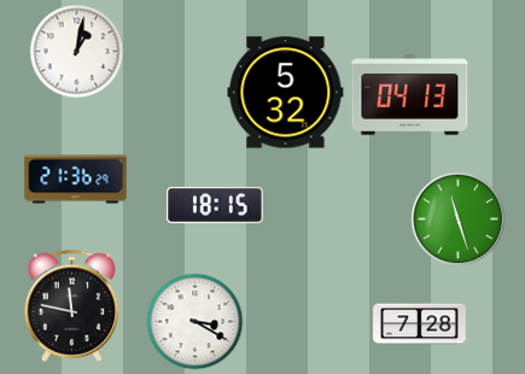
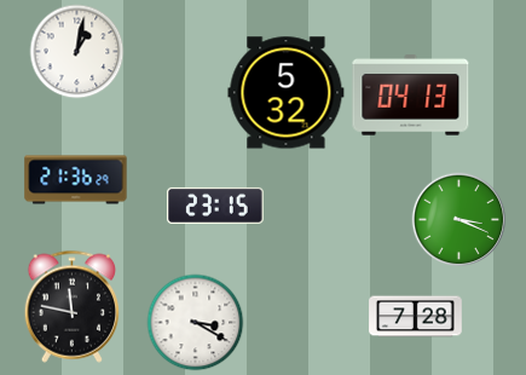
clock at (215, 205): 18:15 -> 23:15
clock at (457, 218): 11:27 -> 3:19
clock at (420, 325) position: (420, 325) -> (416, 317)
